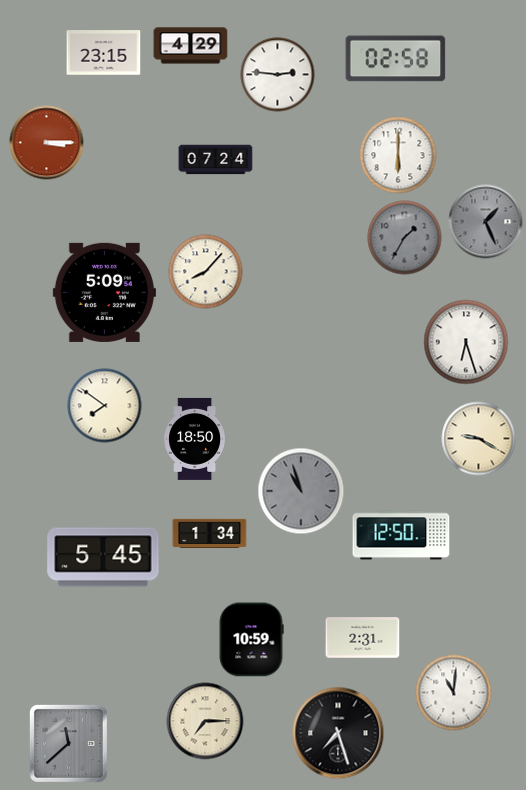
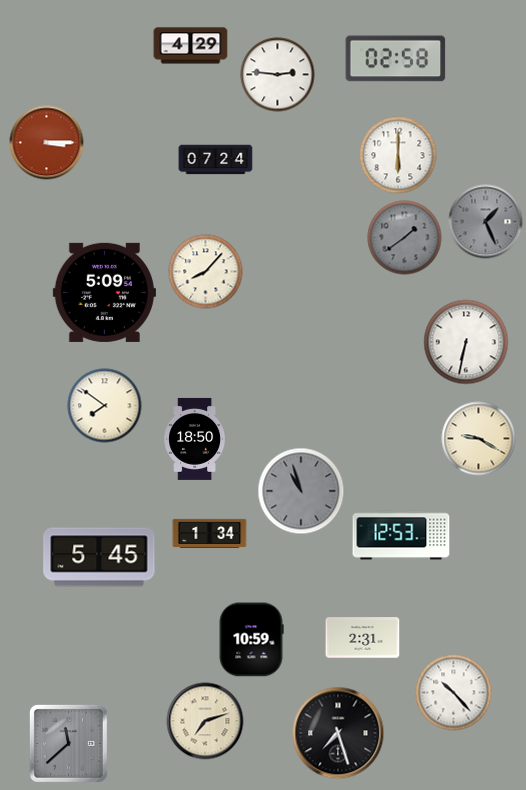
clock at (104, 53): 23:15 -> none
clock at (405, 238): 1:35 -> 1:39
clock at (466, 342): 6:27 -> 6:32
clock at (401, 535): 12:50 -> 12:53
clock at (103, 557) position: (103, 557) -> (99, 557)
clock at (454, 693): 11:01 -> 10:23
clock at (205, 721): 7:15 -> 7:12
